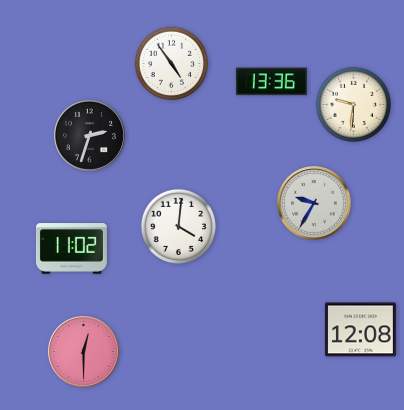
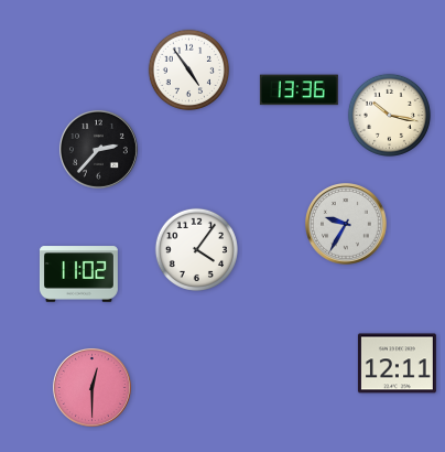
clock at (353, 104): 9:31 -> 10:17
clock at (89, 135): 2:33 -> 2:37
clock at (178, 226): 4:01 -> 4:06
clock at (360, 330): 12:08 -> 12:11
